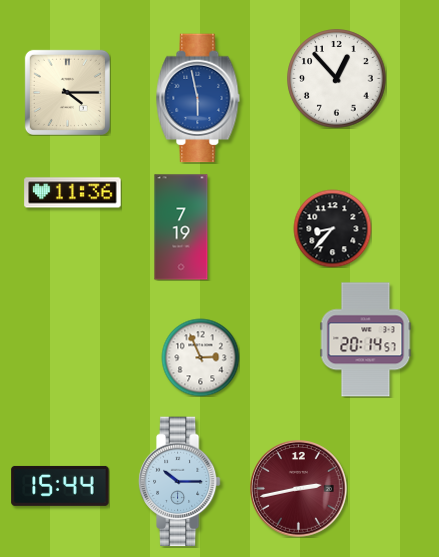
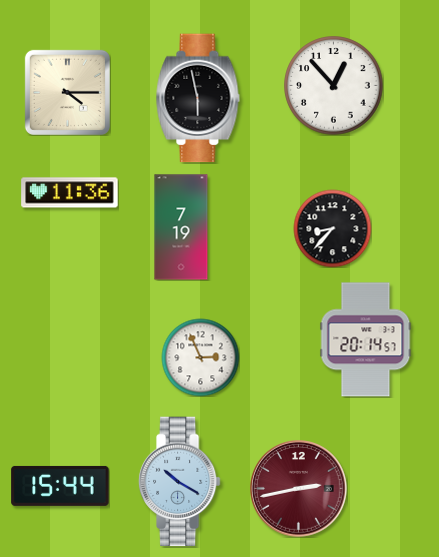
clock at (337, 79) position: (337, 79) -> (334, 86)
clock at (198, 98) dial: blue -> black
clock at (73, 193) position: (73, 193) -> (70, 193)
clock at (179, 482): 10:15 -> 10:20
